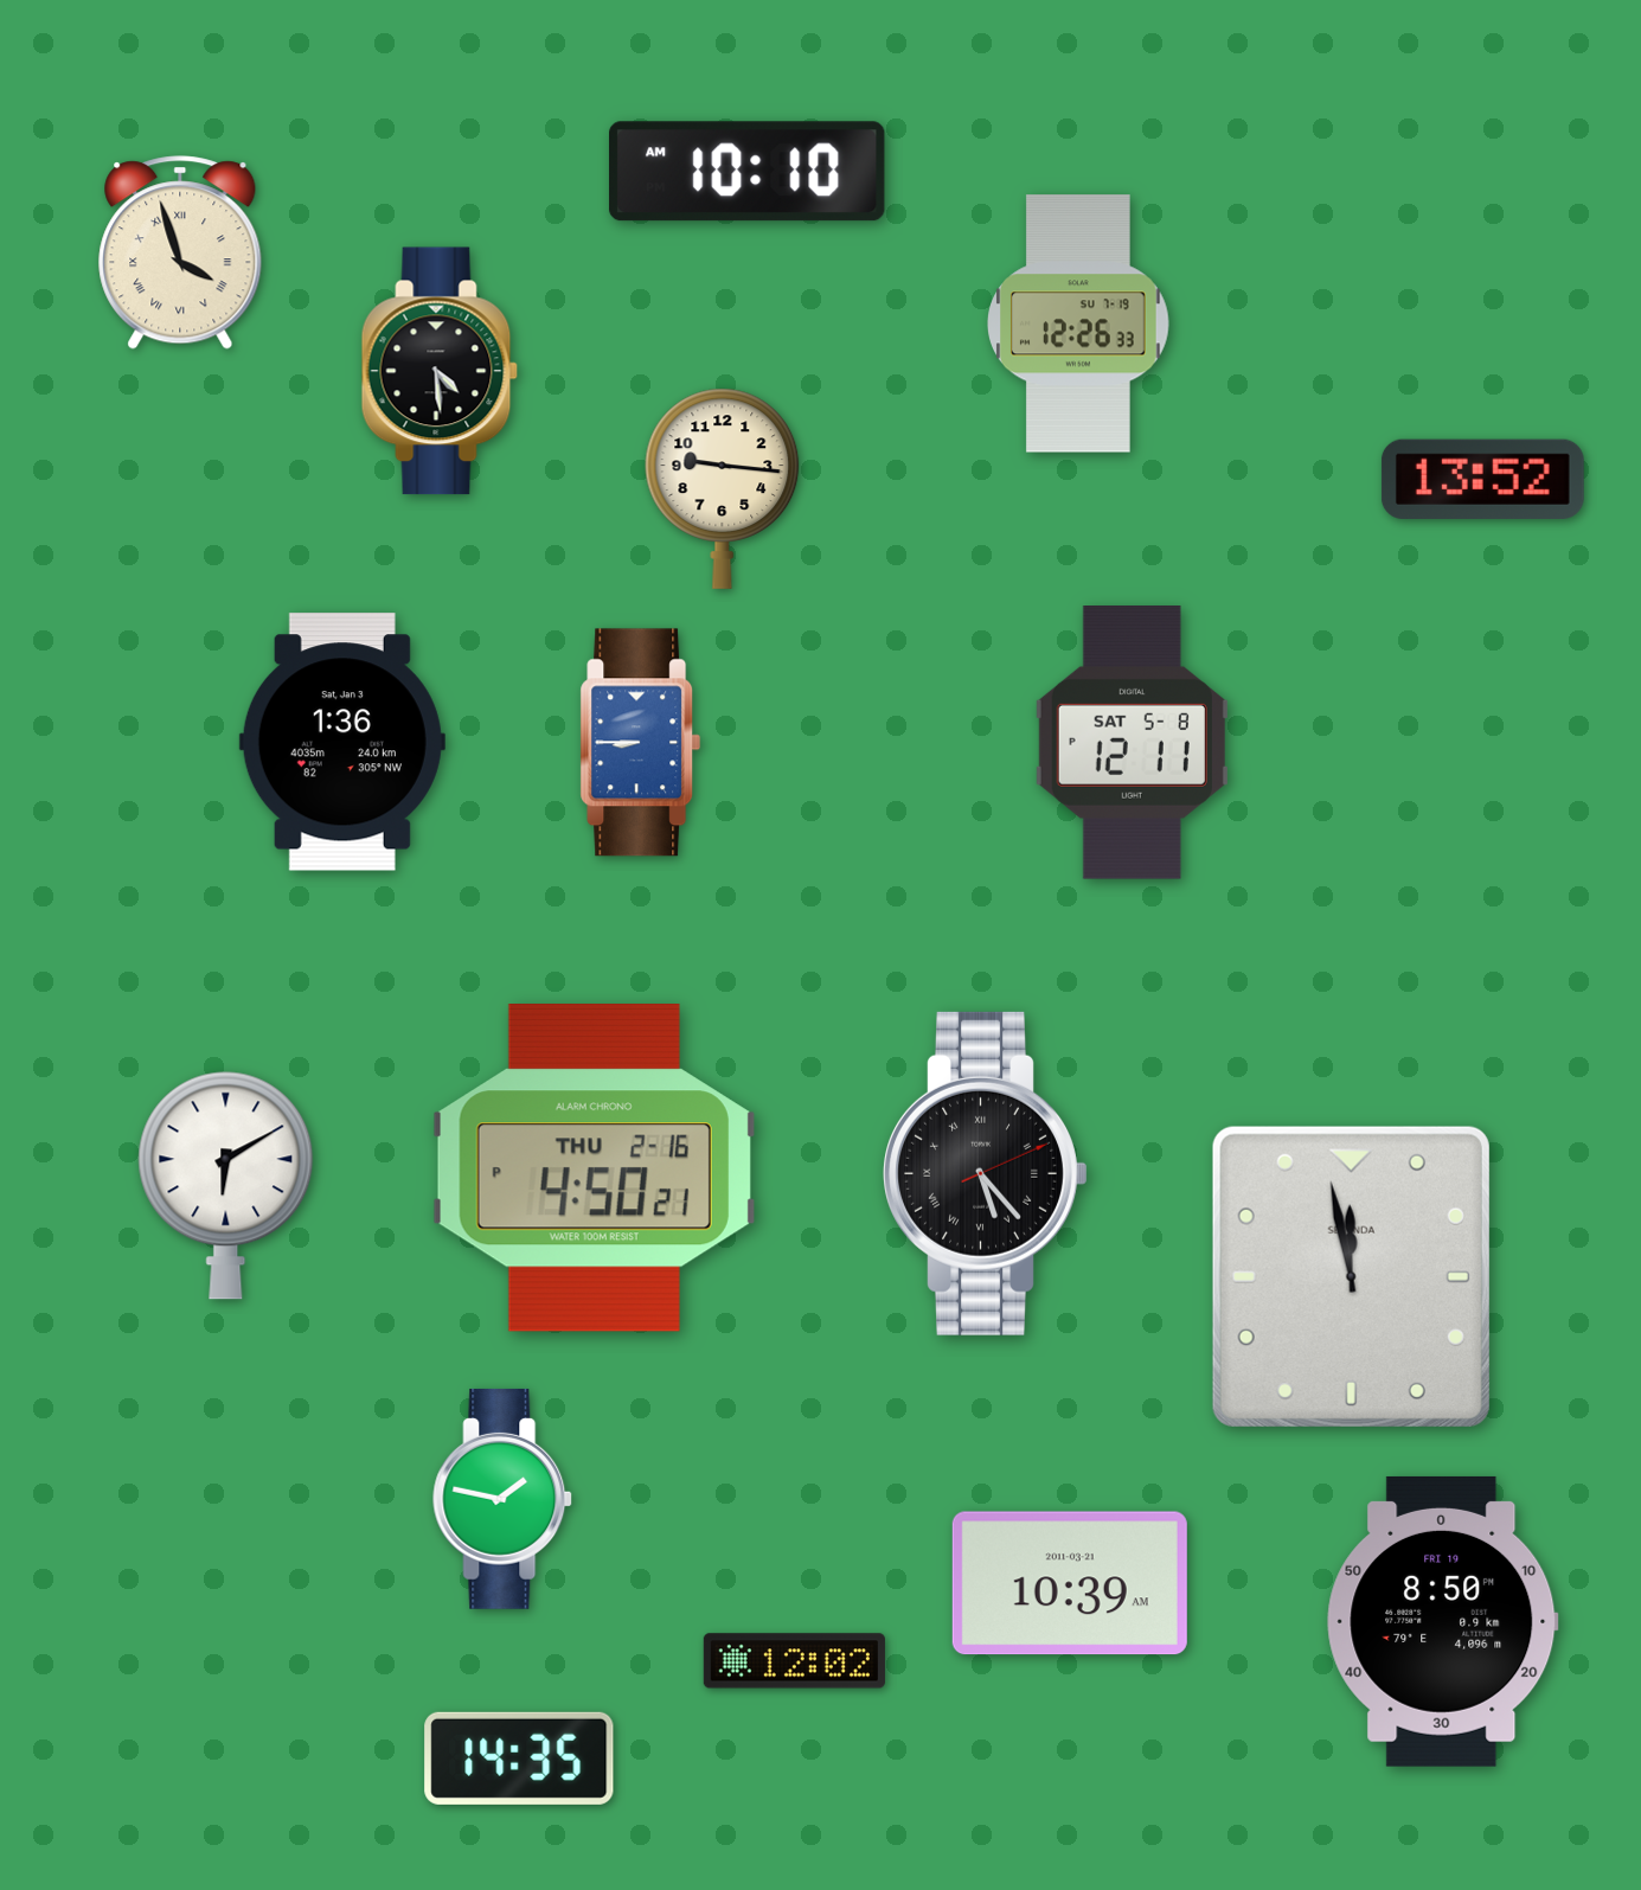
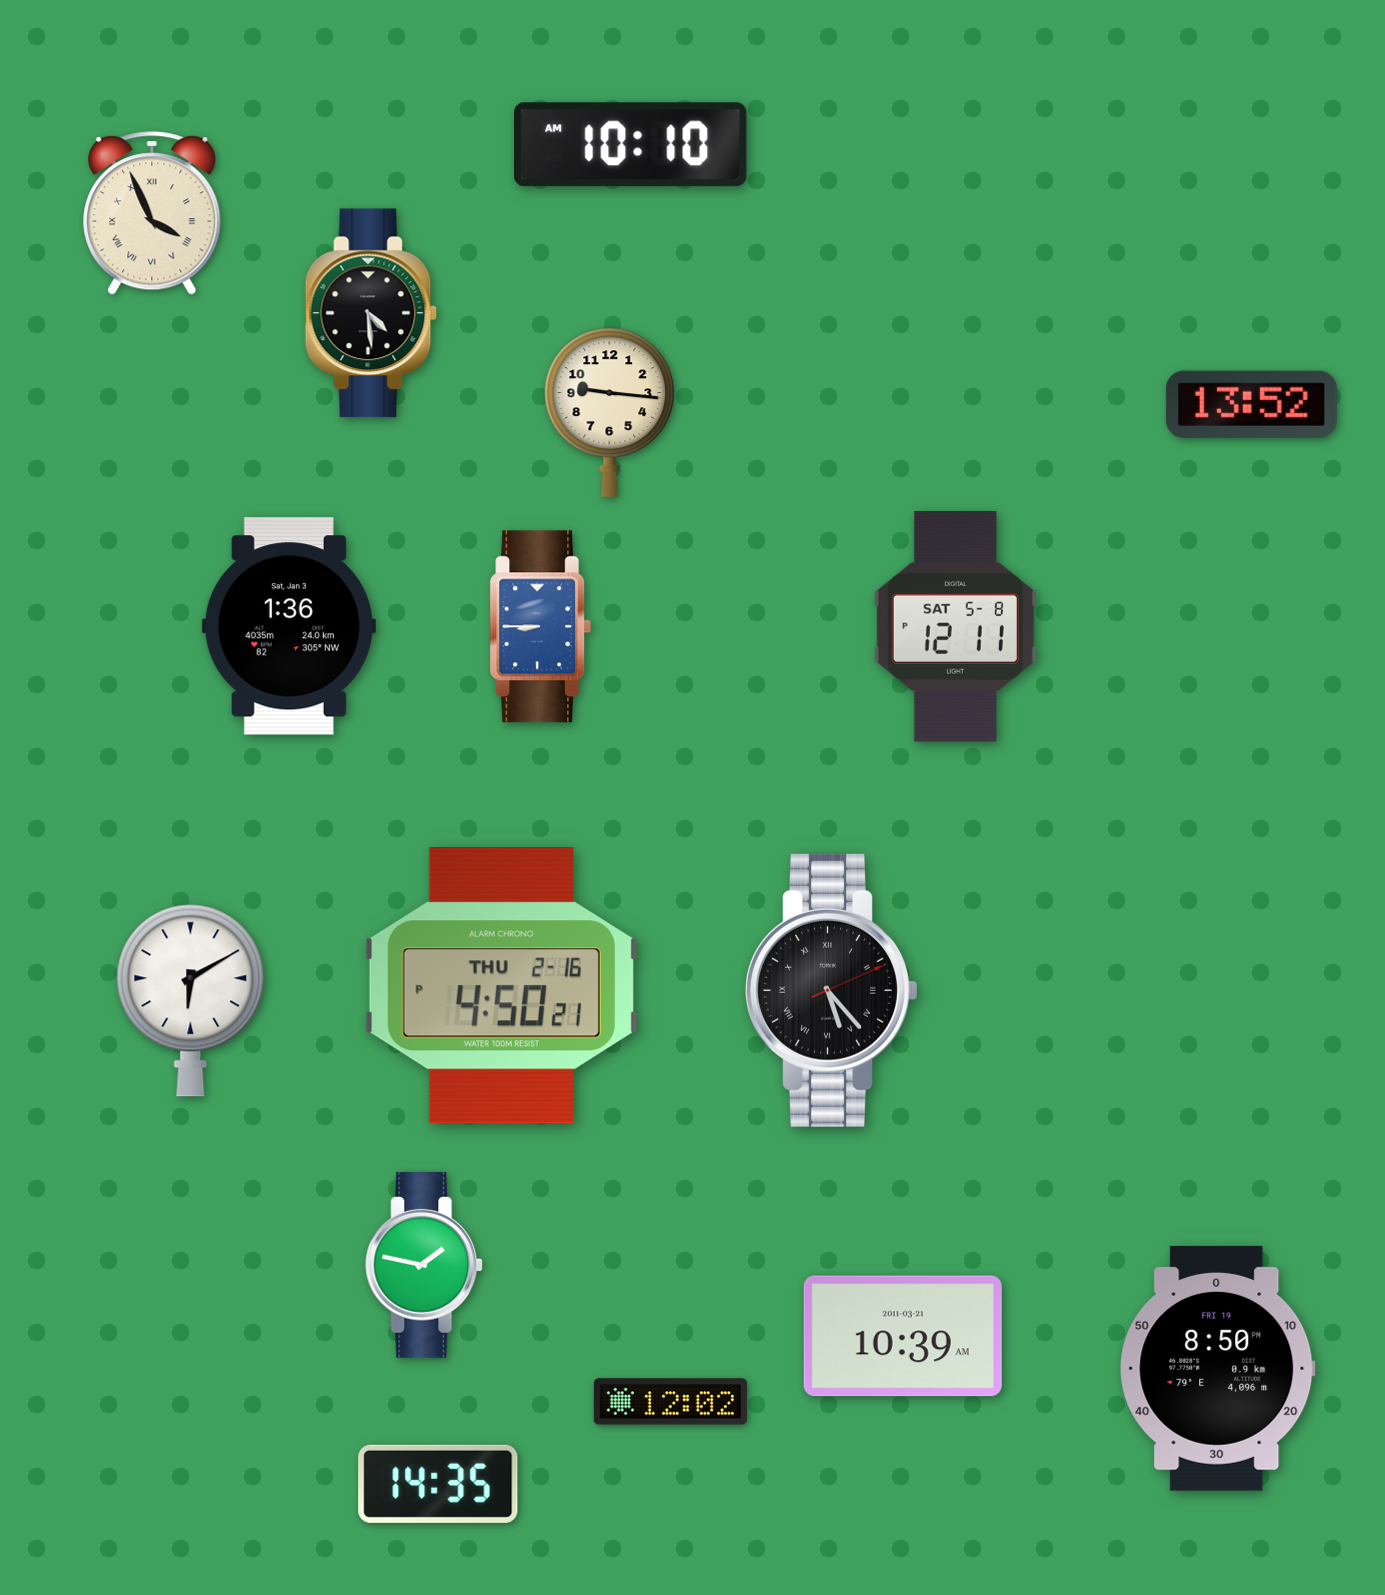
clock at (180, 252): 3:57 -> 3:56
clock at (1079, 323): 12:26 -> none
clock at (1351, 1276): 11:58 -> none
